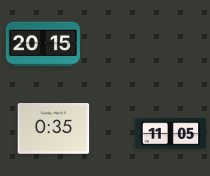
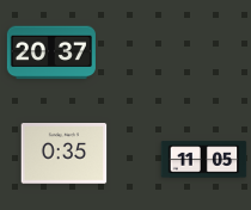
clock at (43, 44): 20:15 -> 20:37
